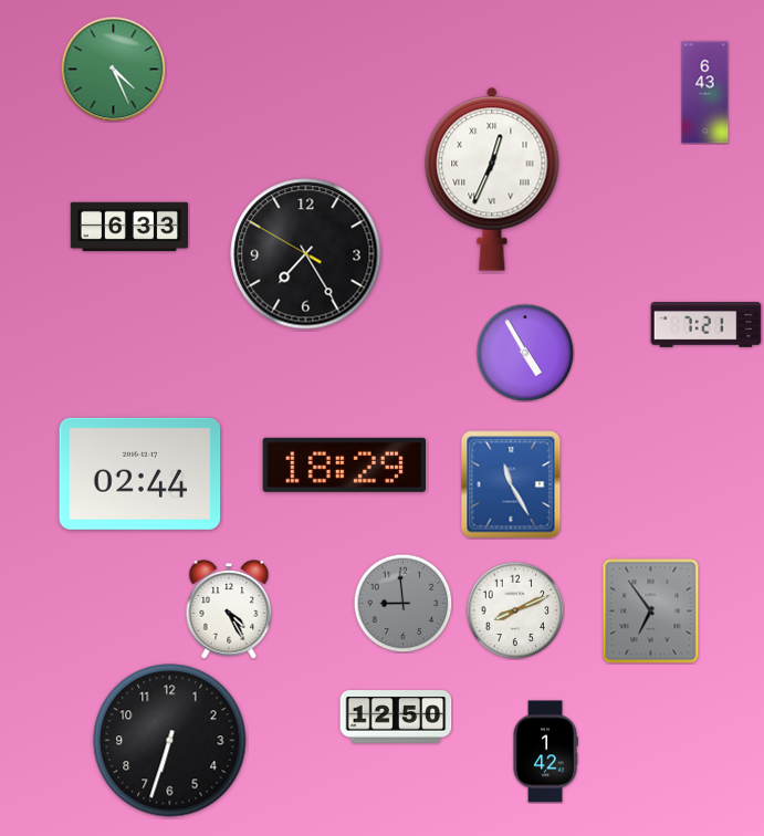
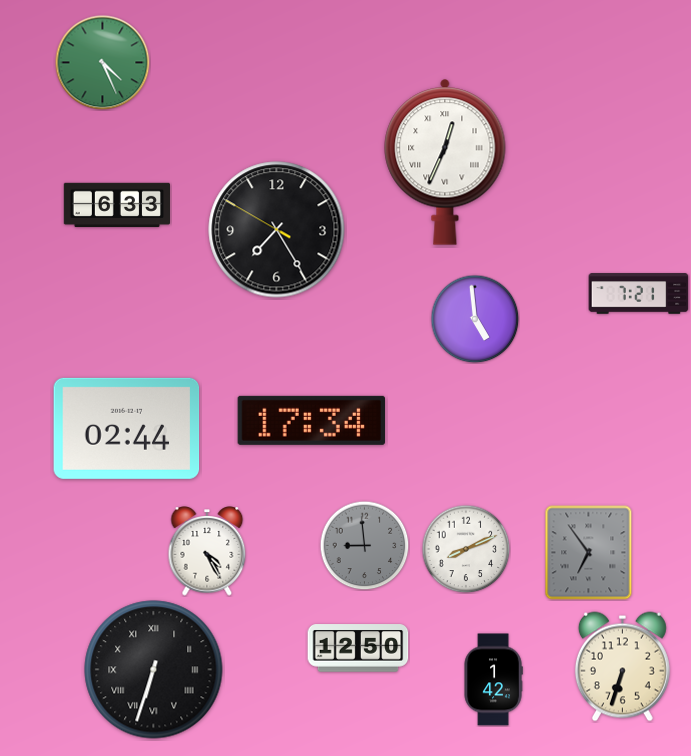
clock at (705, 93): 6:43 -> none
clock at (525, 353): 4:55 -> 4:59
clock at (344, 464): 18:29 -> 17:34
clock at (511, 484): 11:25 -> none
clock at (515, 610) position: (515, 610) -> (466, 549)
clock at (622, 667): none -> 6:33
clock at (170, 741) numerals: Arabic -> Roman
